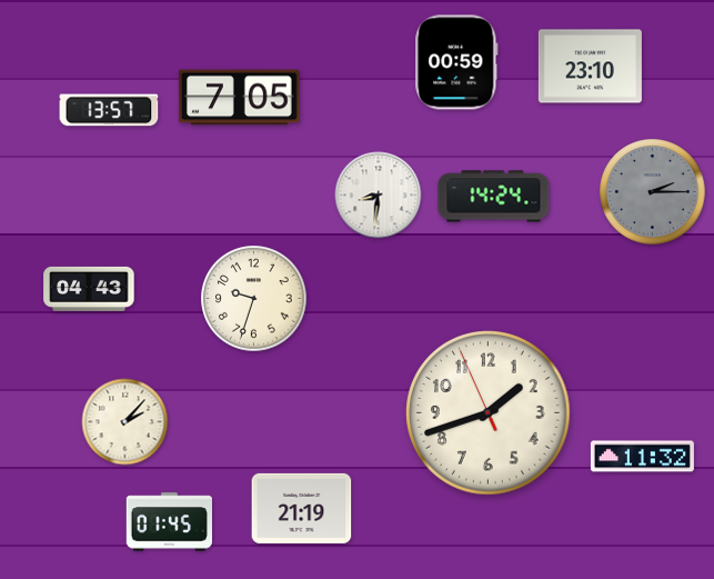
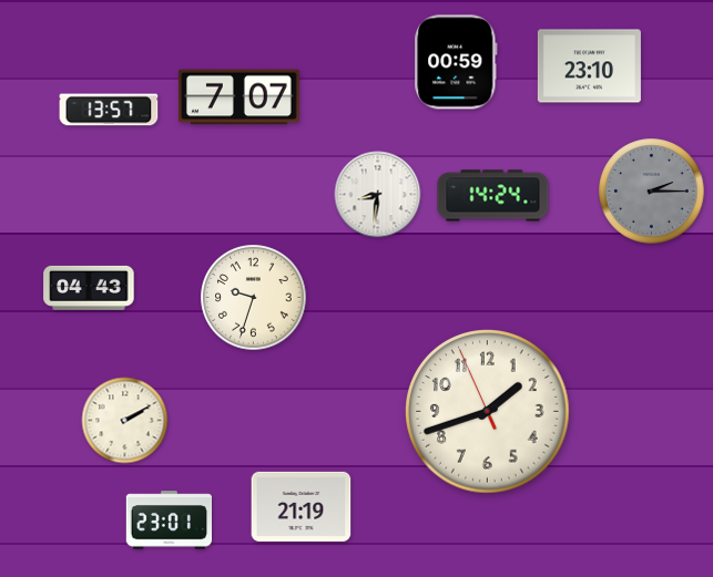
clock at (239, 98): 7:05 -> 7:07
clock at (125, 422): 2:07 -> 2:10
clock at (642, 457): 11:32 -> none
clock at (169, 522): 01:45 -> 23:01
